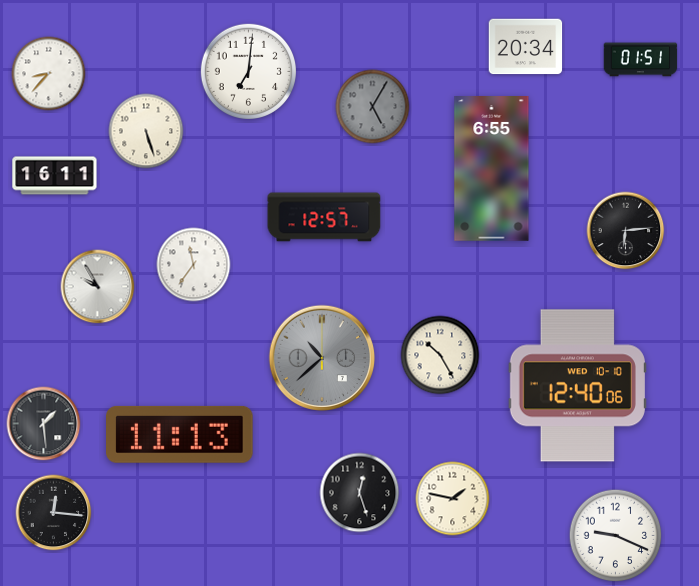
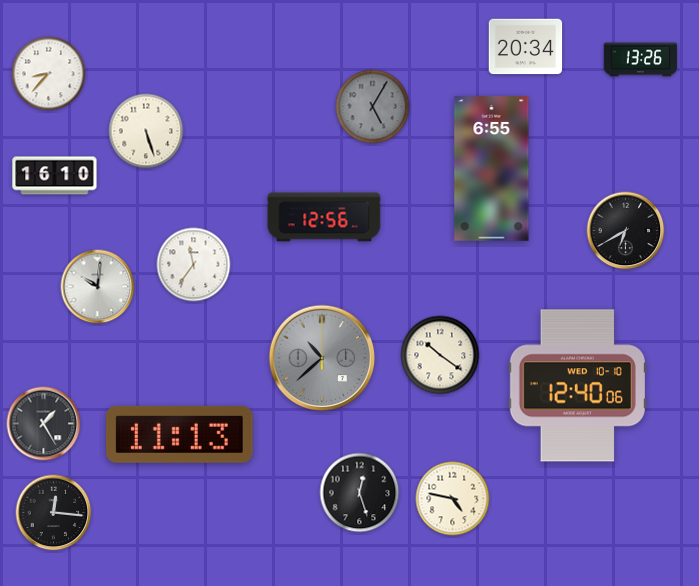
clock at (641, 60): 01:51 -> 13:26
clock at (248, 71): 7:01 -> none
clock at (55, 176): 16:11 -> 16:10
clock at (324, 217): 12:57 -> 12:56
clock at (626, 231): 6:14 -> 6:40
clock at (98, 287): 9:55 -> 10:01
clock at (440, 355): 10:25 -> 10:21
clock at (44, 424): 1:29 -> 1:25
clock at (453, 499): 1:47 -> 4:47
clock at (616, 536): 9:19 -> none
